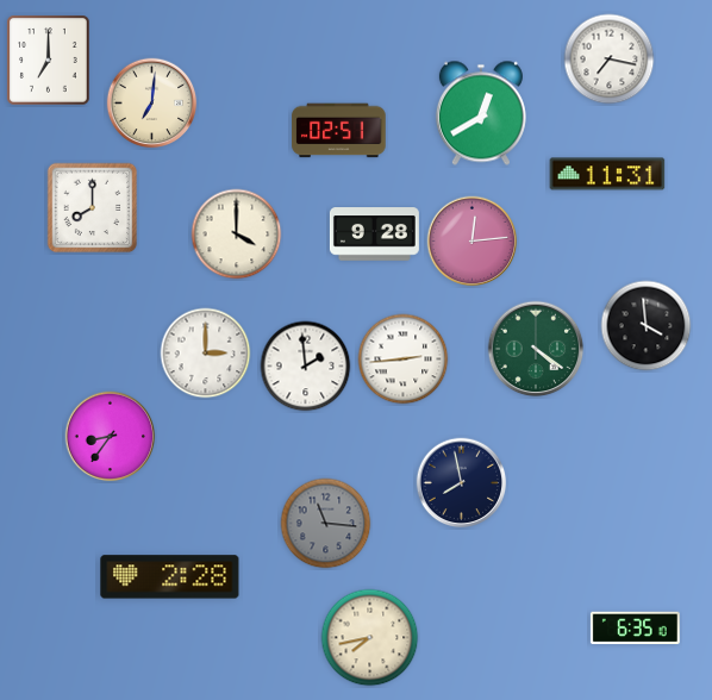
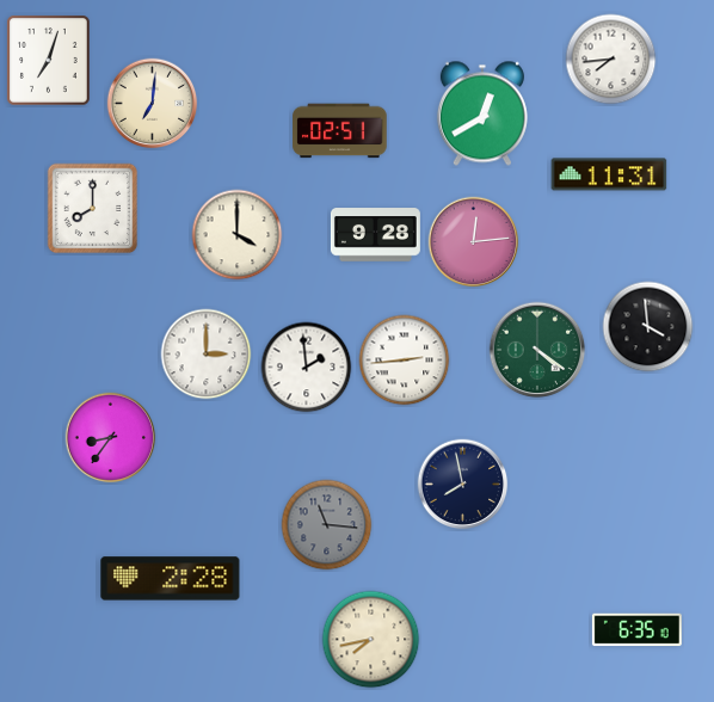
clock at (610, 60): 7:17 -> 7:44
clock at (49, 61): 7:00 -> 7:03
